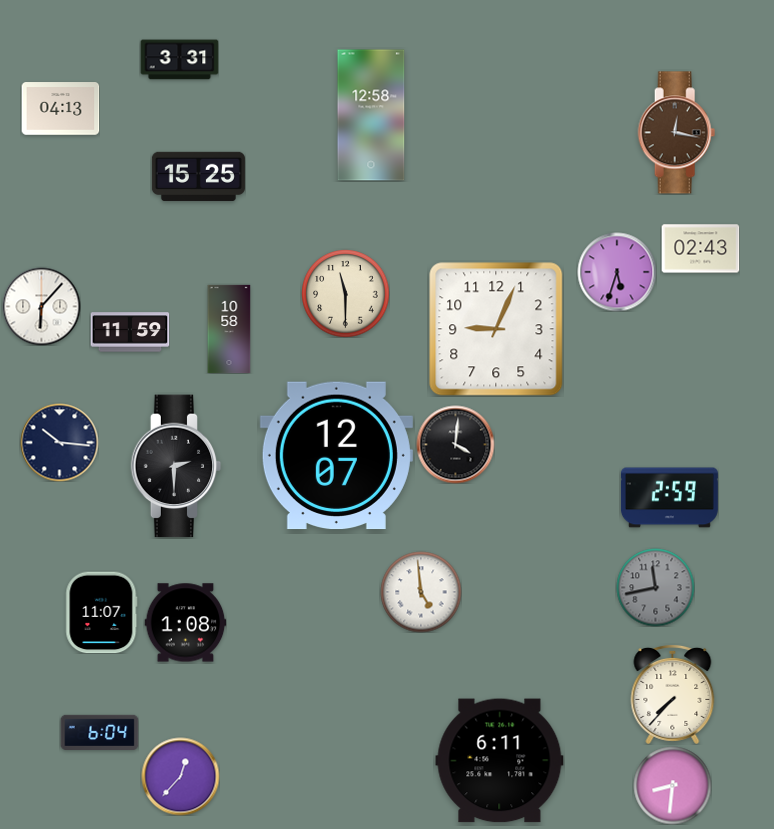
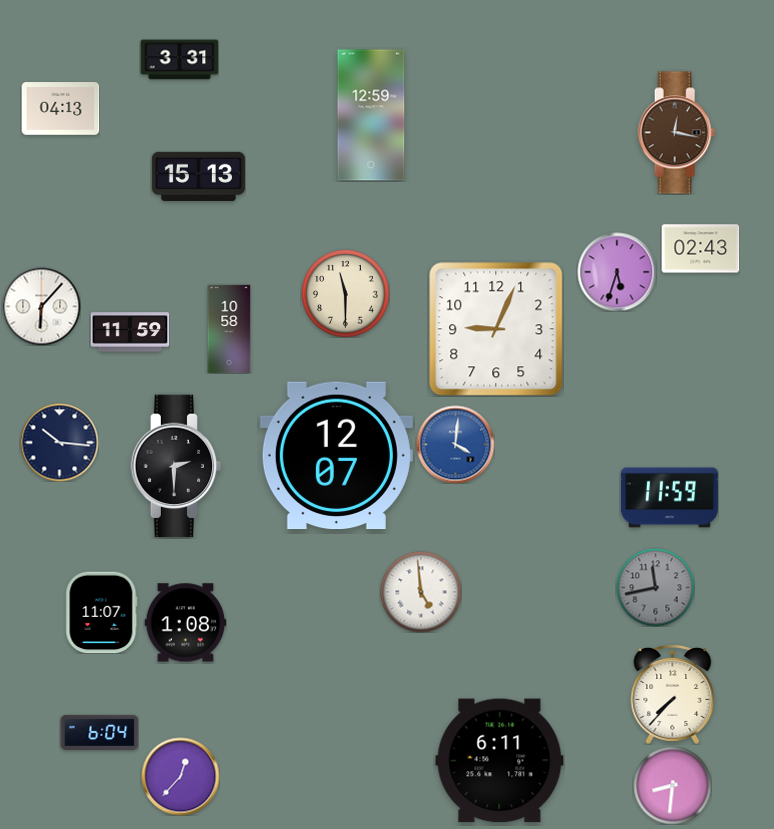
clock at (371, 115): 12:58 -> 12:59
clock at (198, 176): 15:25 -> 15:13
clock at (455, 444) dial: black -> blue
clock at (669, 498): 2:59 -> 11:59
